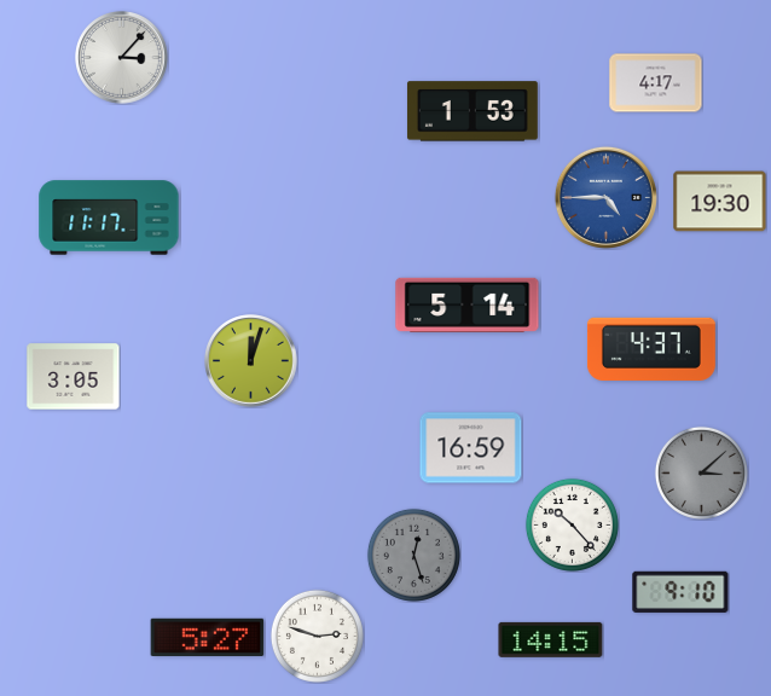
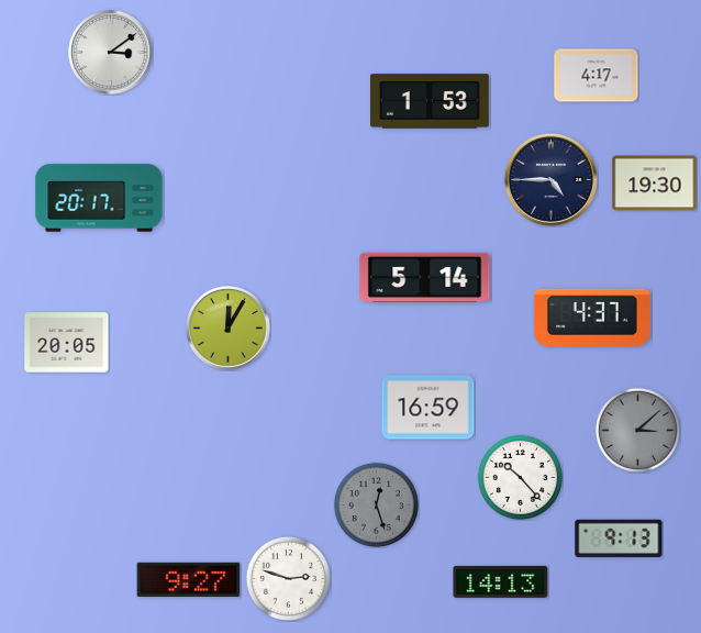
clock at (122, 58): 3:07 -> 3:09
clock at (605, 197) dial: blue -> navy
clock at (109, 217): 11:17 -> 20:17
clock at (251, 361): 12:03 -> 12:05
clock at (74, 377): 3:05 -> 20:05
clock at (680, 592): 9:10 -> 9:13
clock at (208, 638): 5:27 -> 9:27
clock at (551, 639): 14:15 -> 14:13
